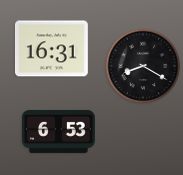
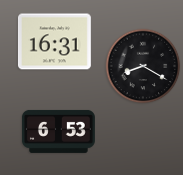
clock at (51, 49) position: (51, 49) -> (54, 42)
